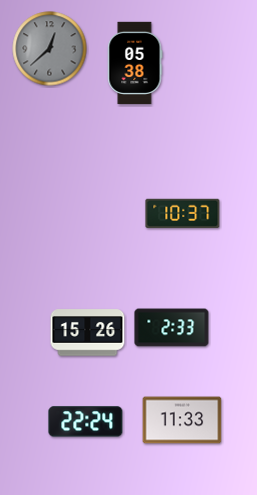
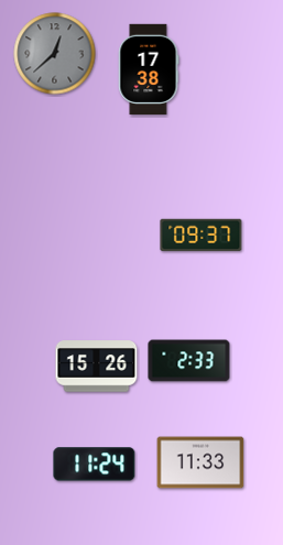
clock at (135, 62): 05:38 -> 17:38
clock at (183, 213): 10:37 -> 09:37
clock at (86, 422): 22:24 -> 11:24
